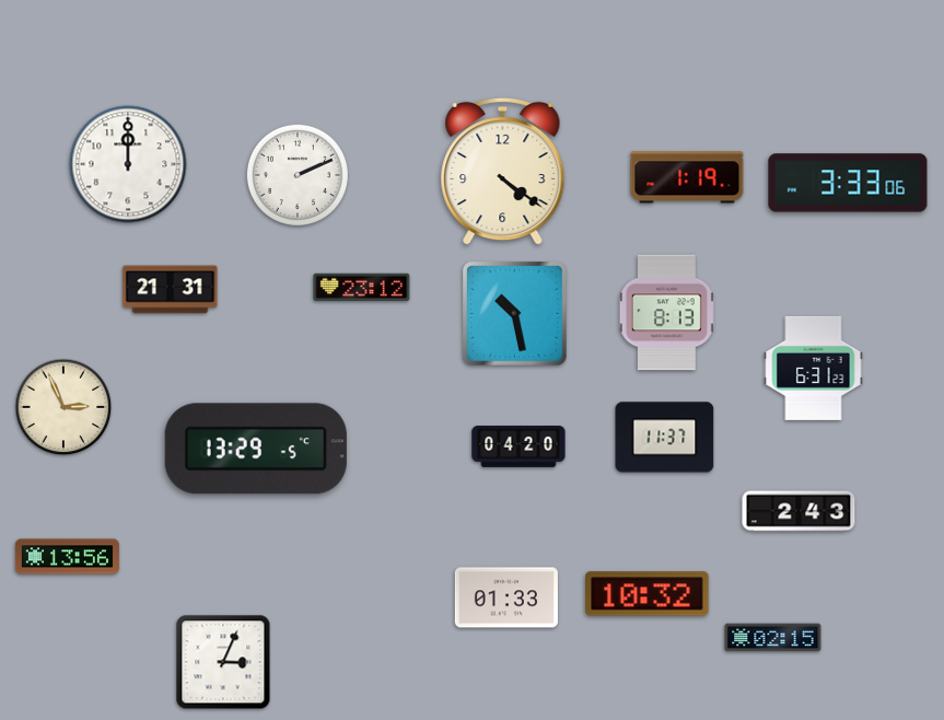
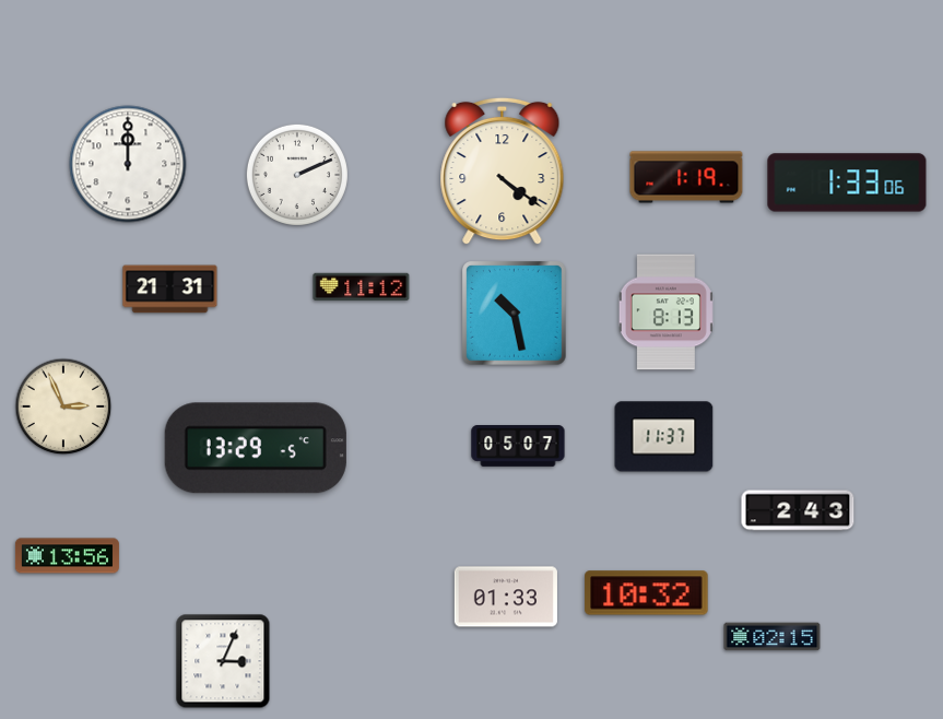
clock at (848, 183): 3:33 -> 1:33
clock at (362, 287): 23:12 -> 11:12
clock at (814, 368): 6:31 -> none
clock at (518, 448): 04:20 -> 05:07
